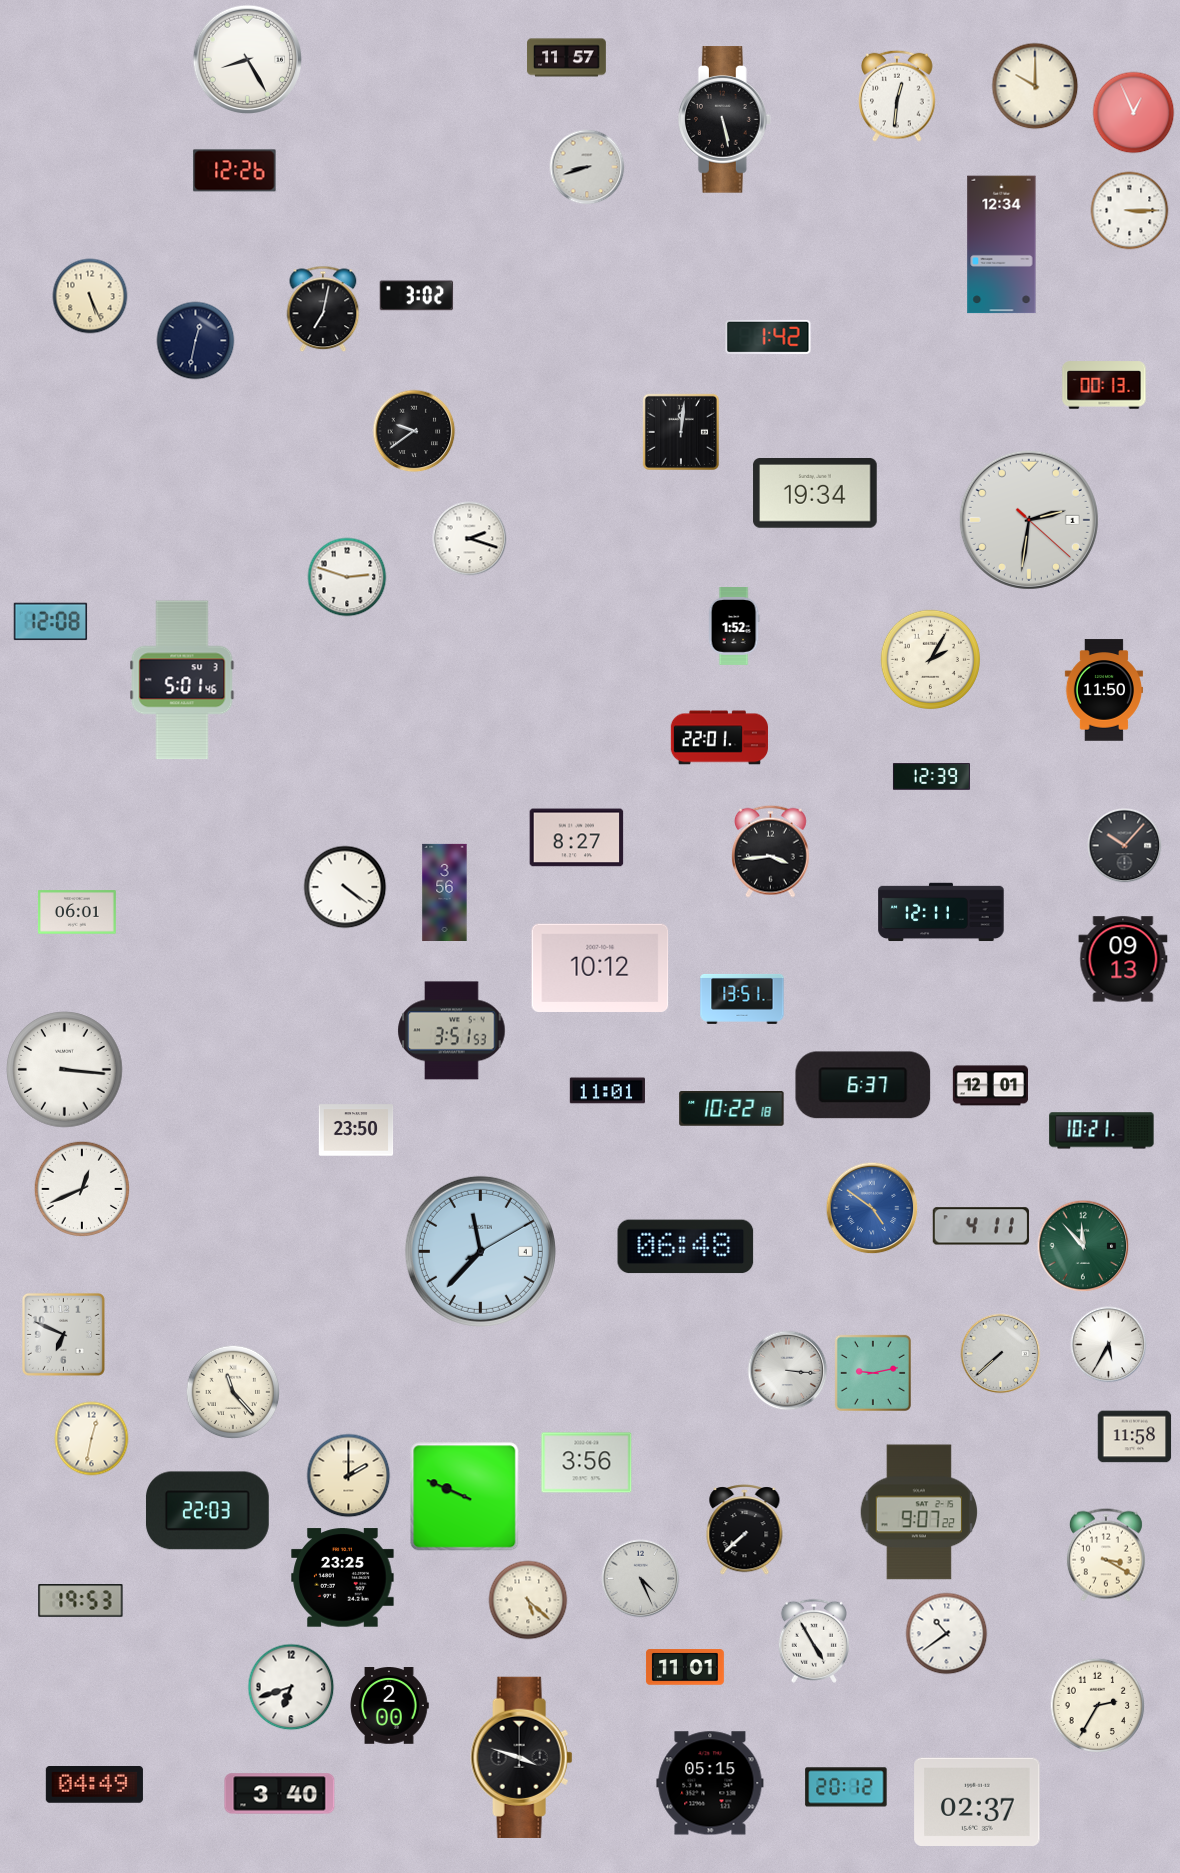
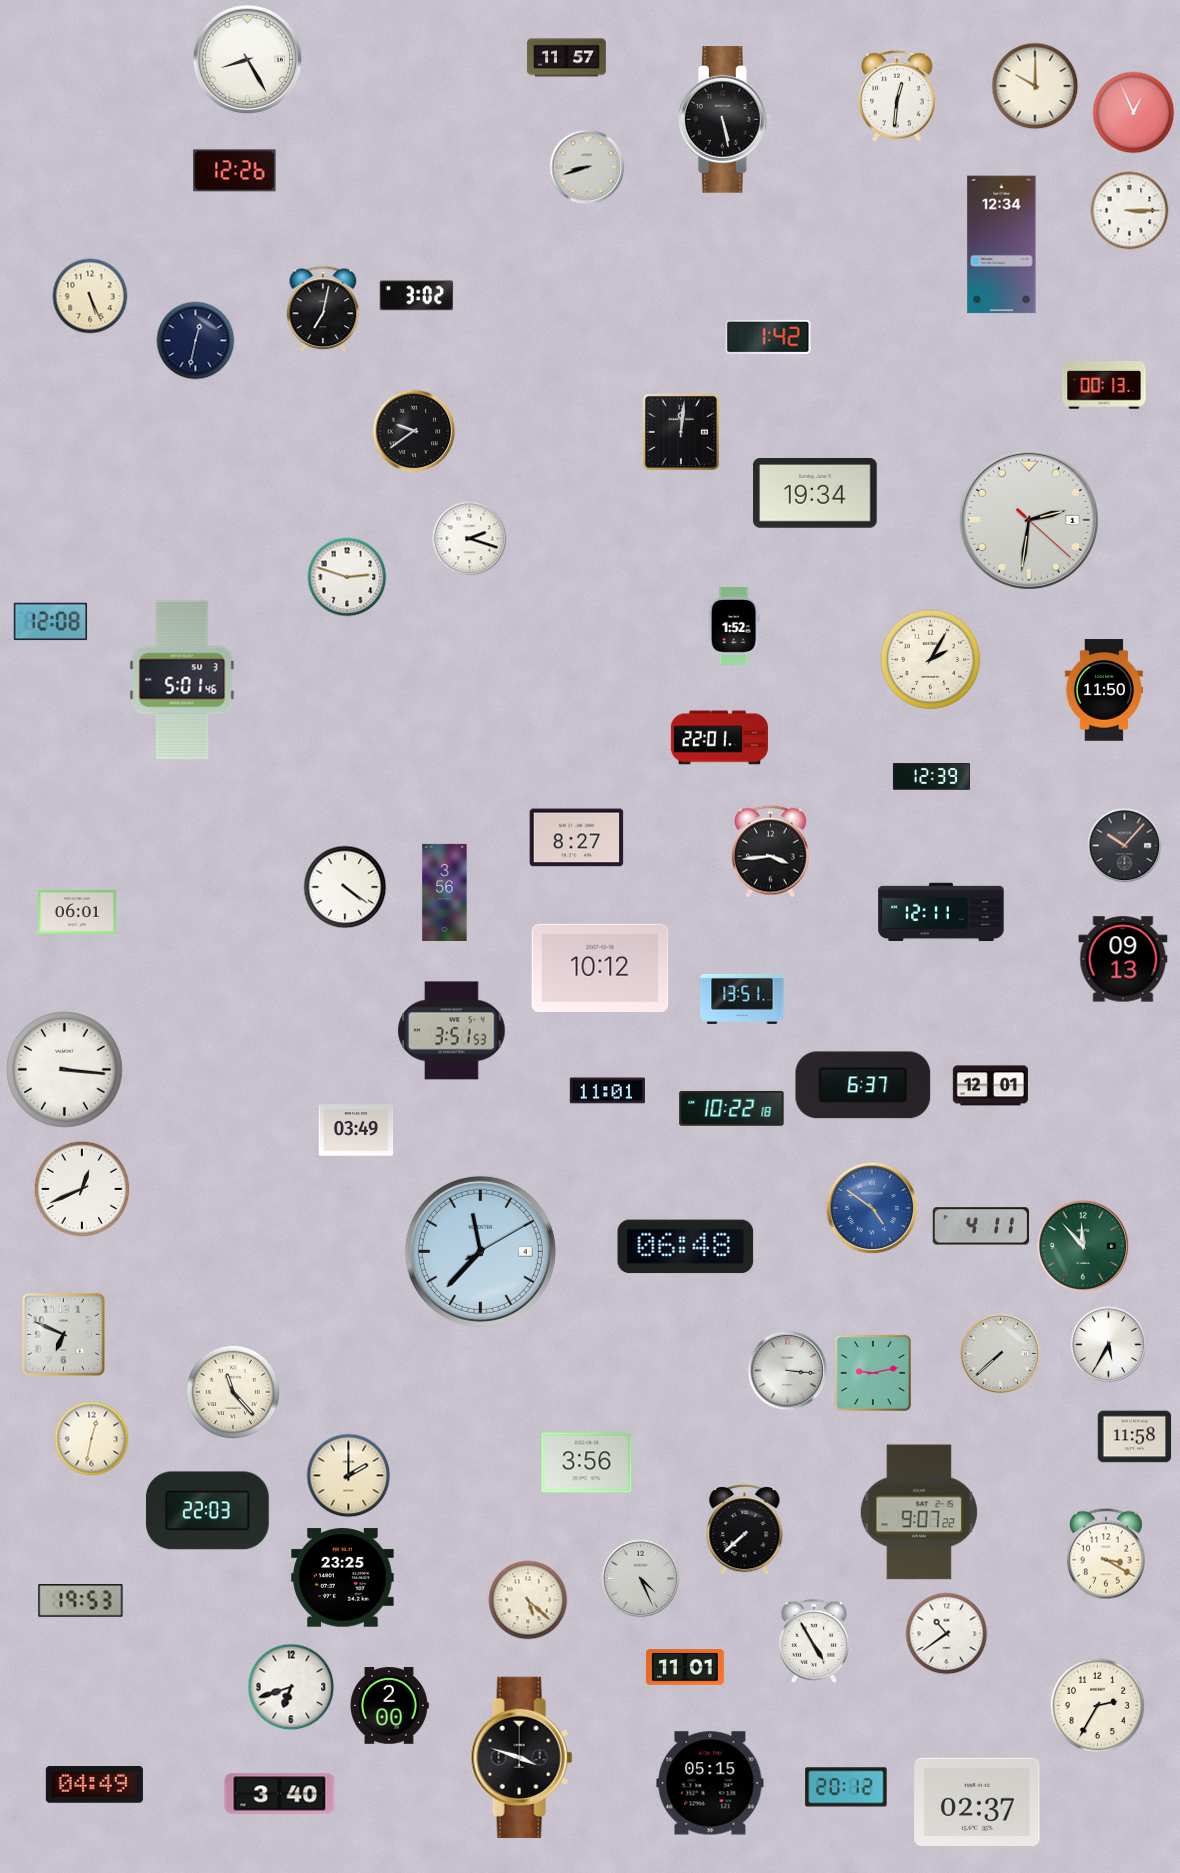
clock at (356, 1130): 23:50 -> 03:49
clock at (1102, 1131): 10:21 -> none
clock at (465, 1497): 9:49 -> none
